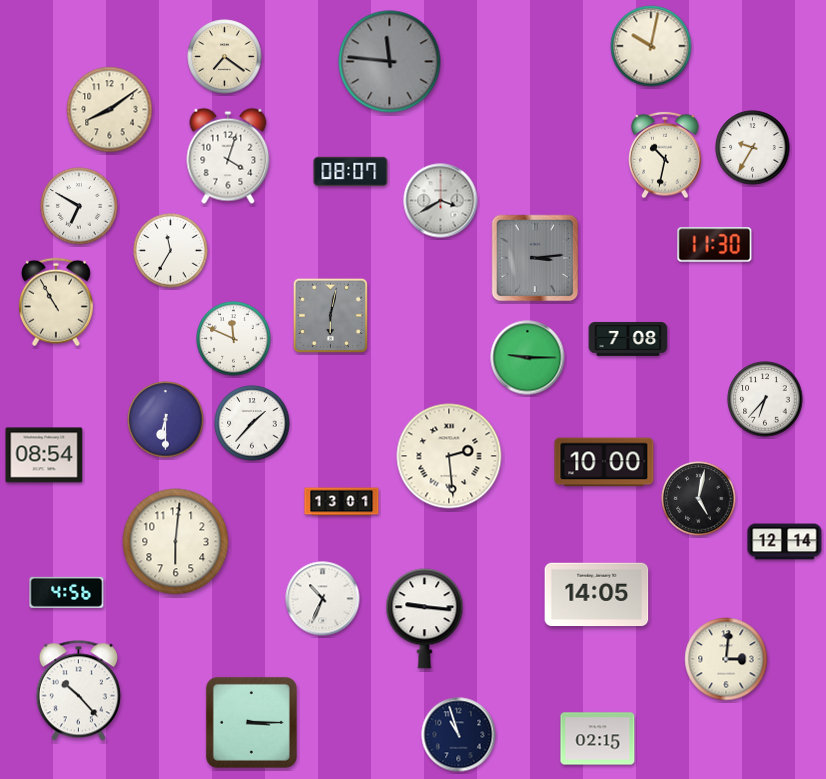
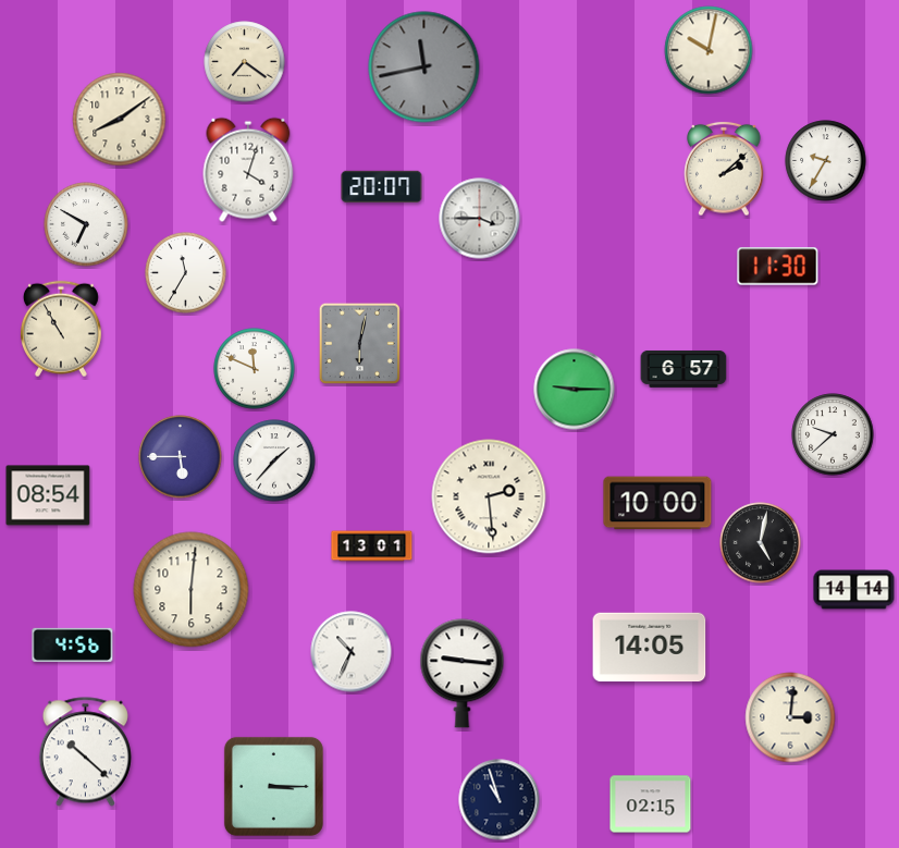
clock at (390, 62): 11:46 -> 11:43
clock at (753, 148) position: (753, 148) -> (826, 161)
clock at (665, 155): 10:32 -> 2:08
clock at (351, 172): 08:07 -> 20:07
clock at (441, 201): 3:40 -> 3:45
clock at (535, 258): 3:14 -> none
clock at (628, 339): 7:08 -> 6:57
clock at (765, 399): 6:37 -> 9:38
clock at (166, 420): 6:30 -> 5:45
clock at (785, 542): 12:14 -> 14:14
clock at (78, 691): 10:23 -> 10:22
